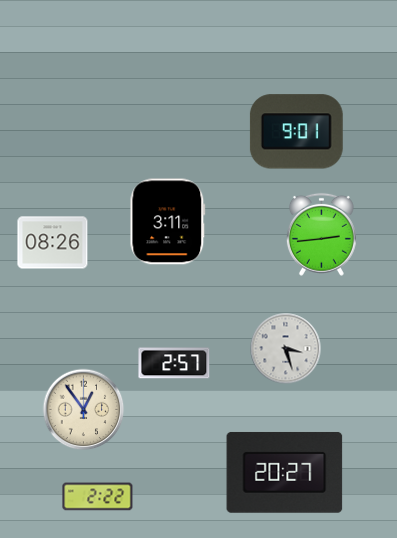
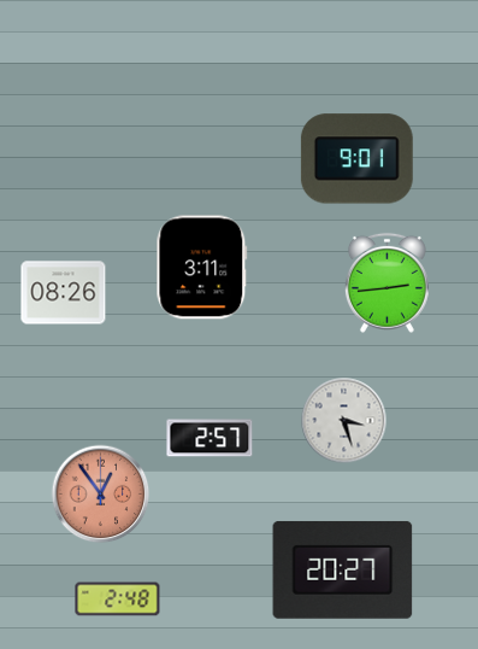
clock at (84, 410) dial: cream -> salmon
clock at (98, 497): 2:22 -> 2:48
